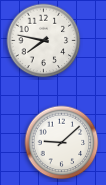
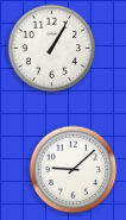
clock at (44, 41): 7:47 -> 1:05
